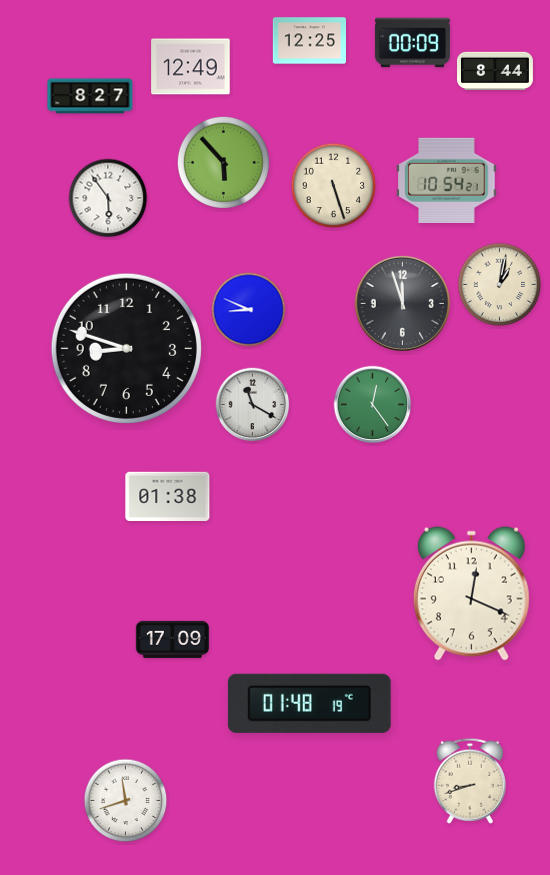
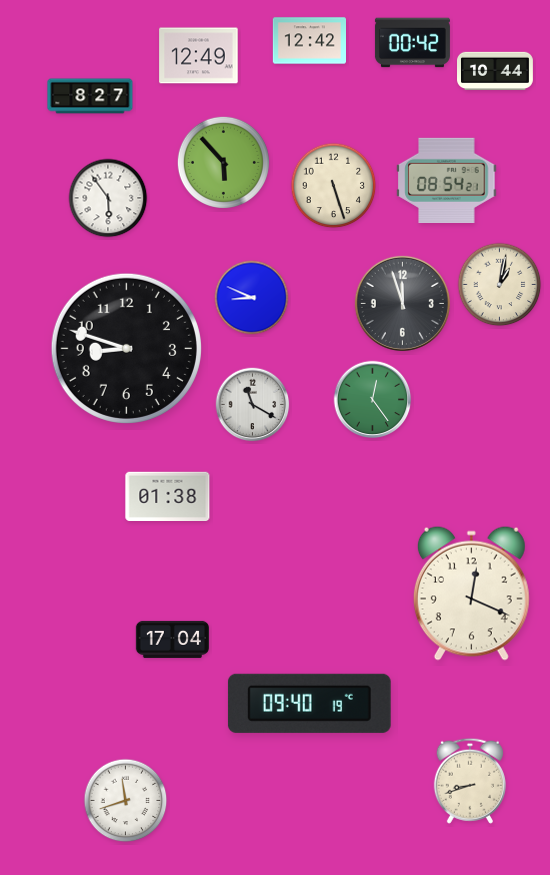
clock at (309, 41): 12:25 -> 12:42
clock at (412, 43): 00:09 -> 00:42
clock at (191, 67) position: (191, 67) -> (199, 56)
clock at (496, 70): 8:44 -> 10:44
clock at (447, 180): 10:54 -> 08:54
clock at (249, 310) position: (249, 310) -> (252, 298)
clock at (373, 405) position: (373, 405) -> (373, 400)
clock at (172, 639): 17:09 -> 17:04
clock at (309, 703): 01:48 -> 09:40
